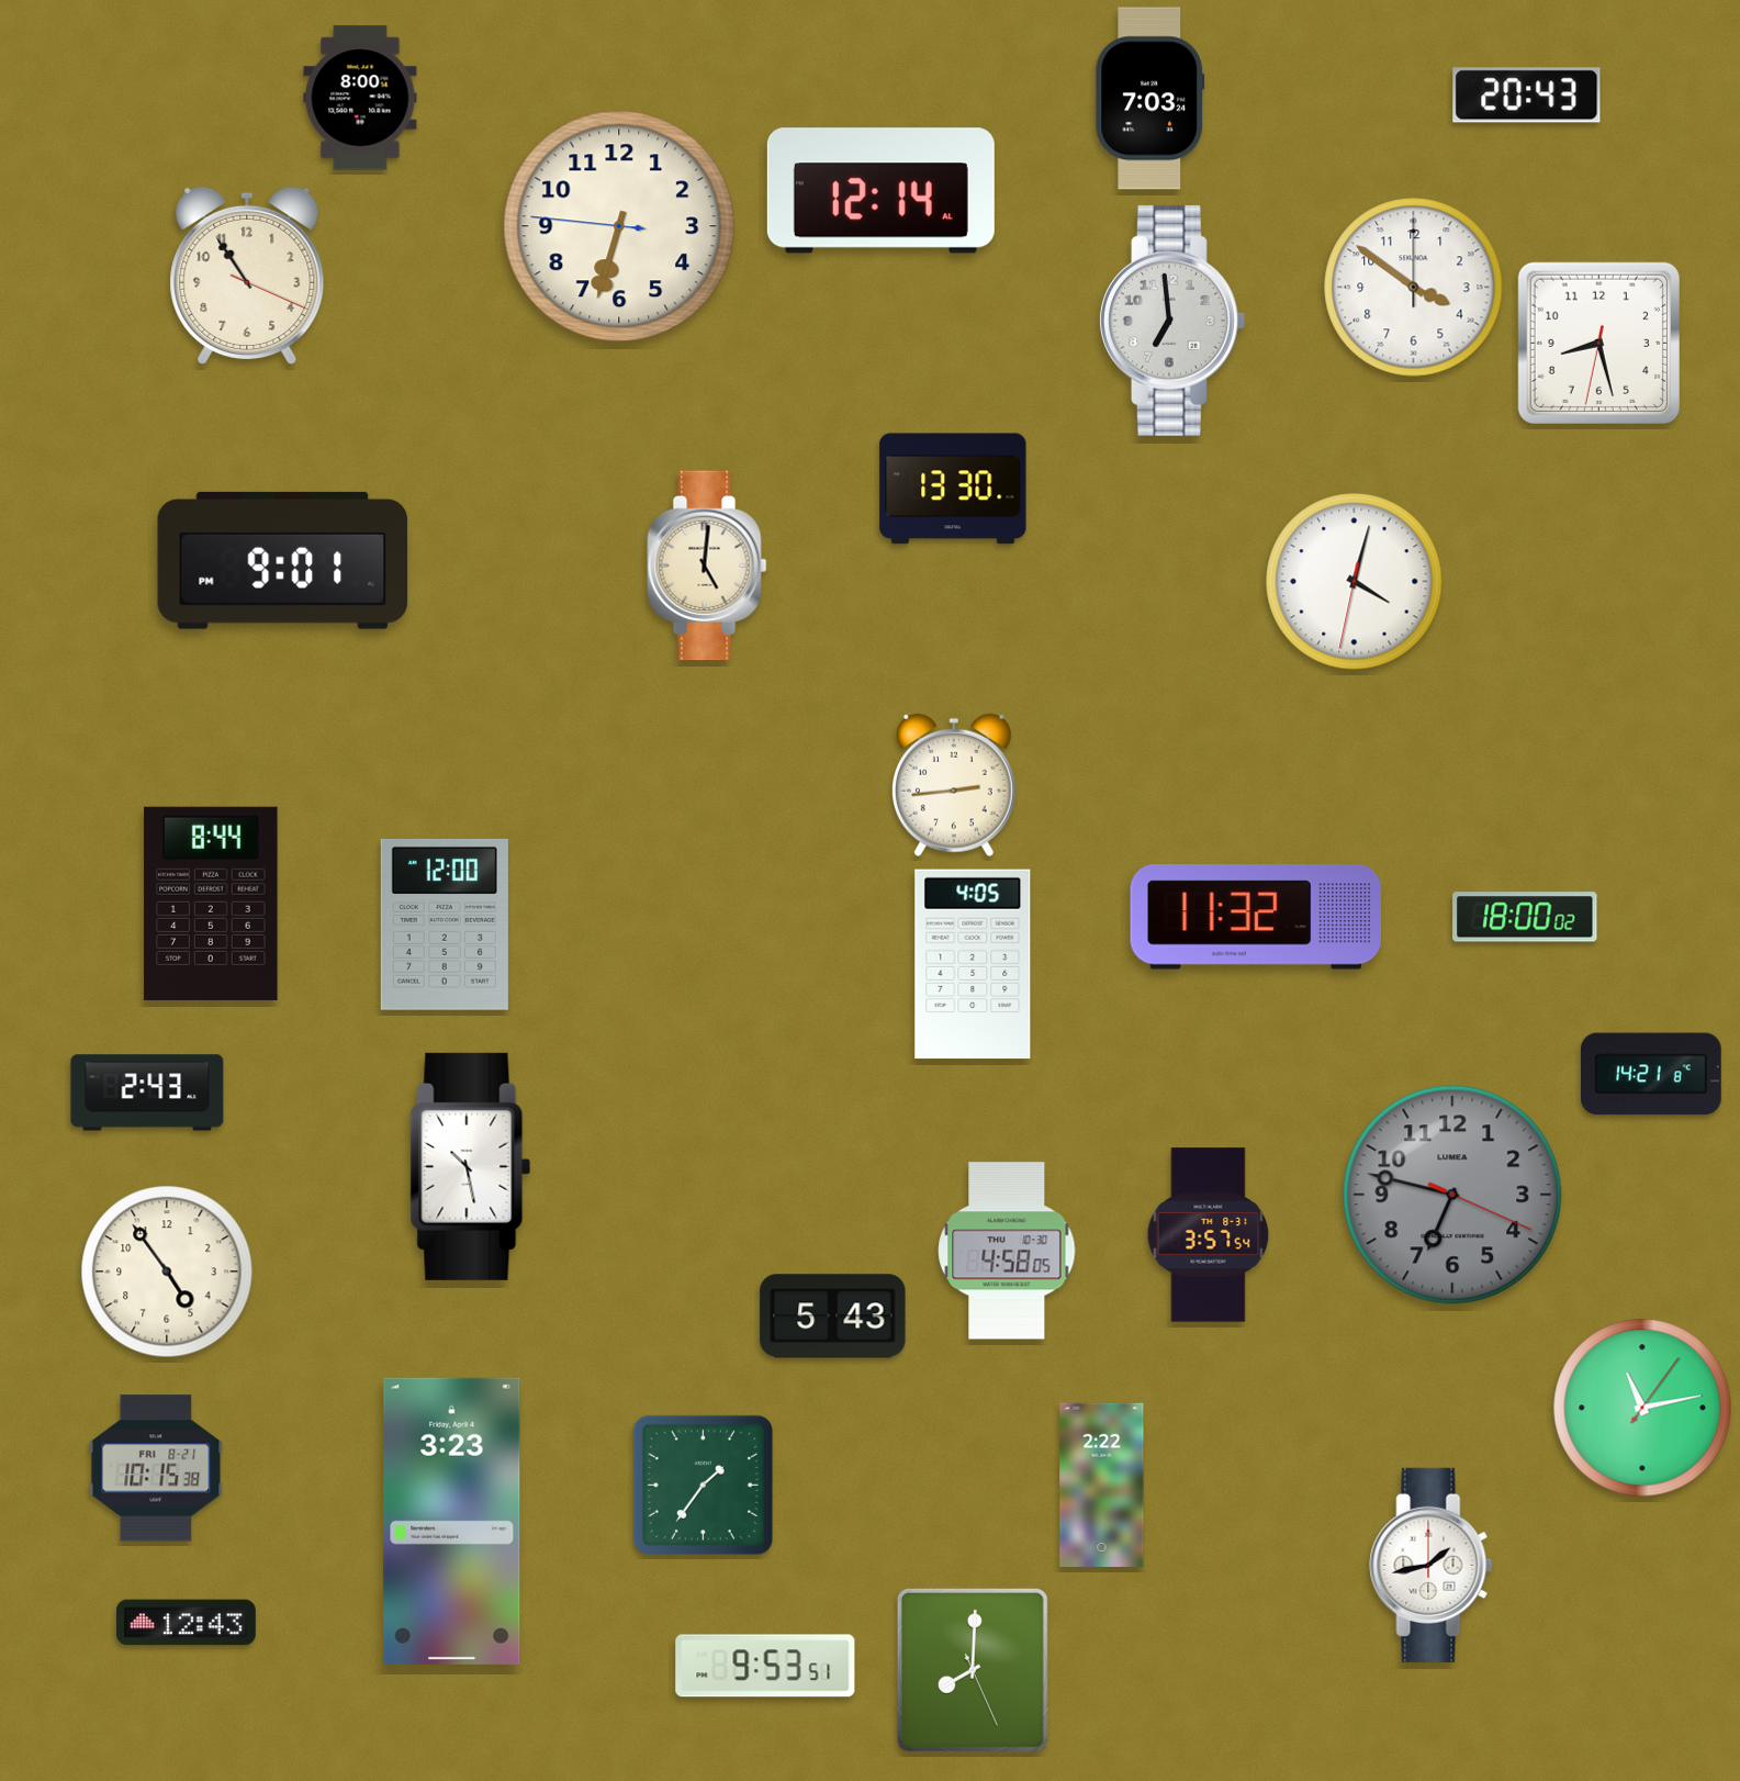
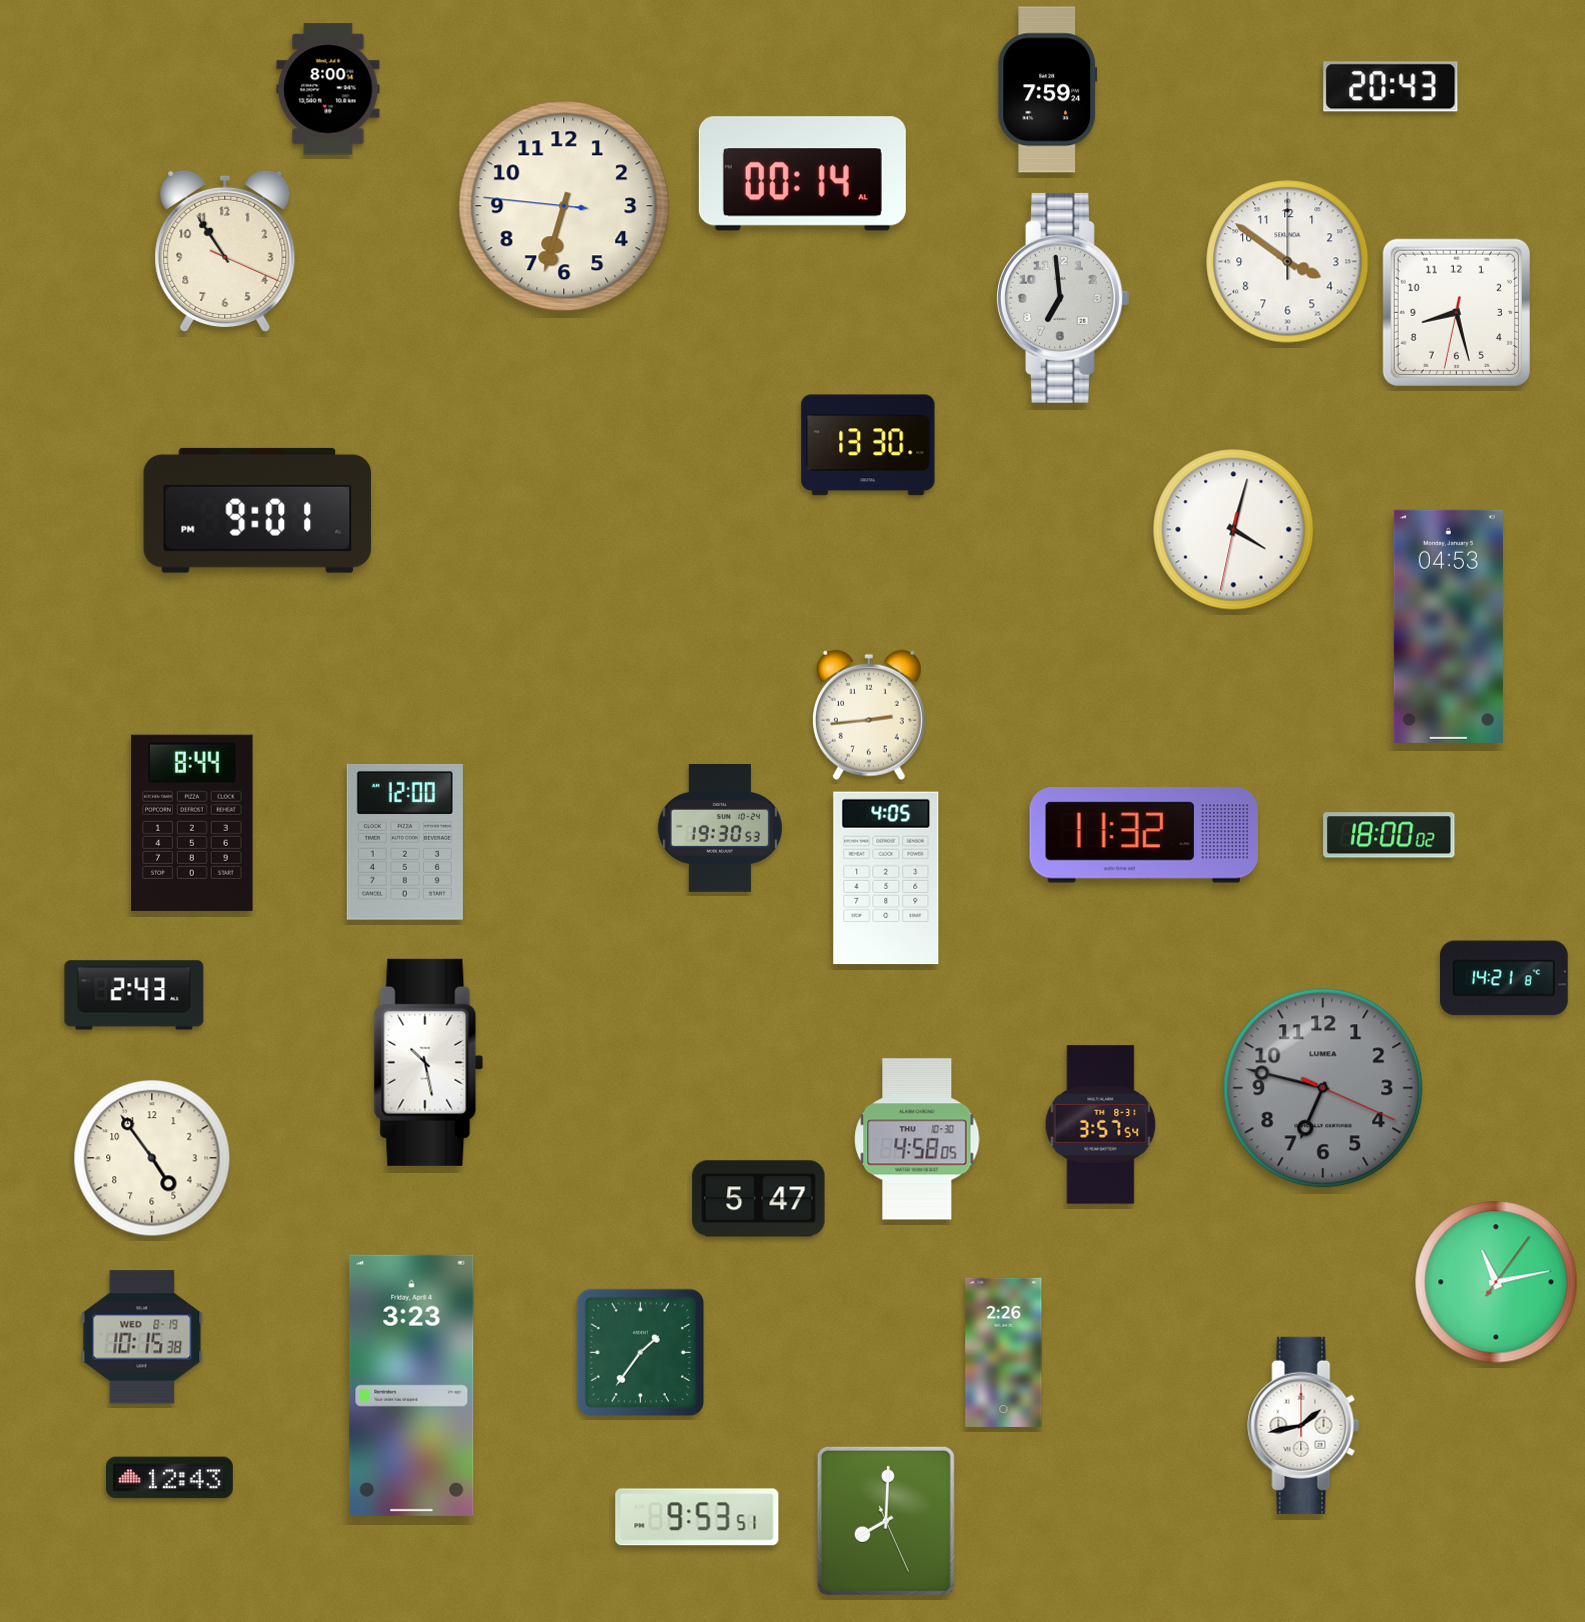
clock at (1150, 99): 7:03 -> 7:59
clock at (880, 191): 12:14 -> 00:14
clock at (1172, 321) position: (1172, 321) -> (1063, 298)
clock at (707, 565): 5:01 -> none
clock at (1448, 626): none -> 04:53
clock at (720, 829): none -> 19:30
clock at (833, 1317): 5:43 -> 5:47
clock at (156, 1468) date: FRI 8-21 -> WED 8-19
clock at (1102, 1485): 2:22 -> 2:26
